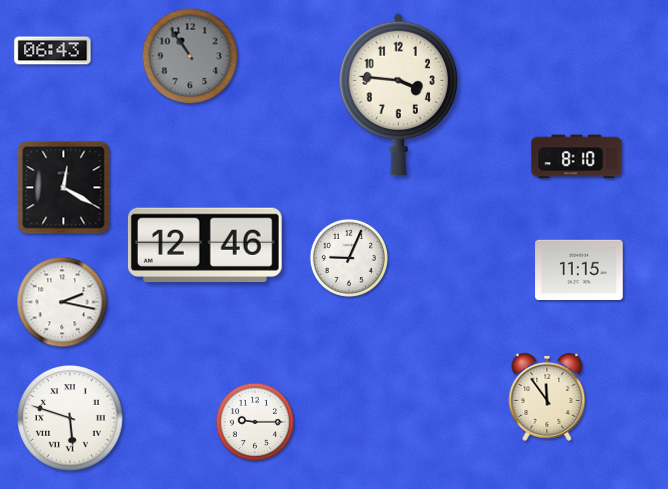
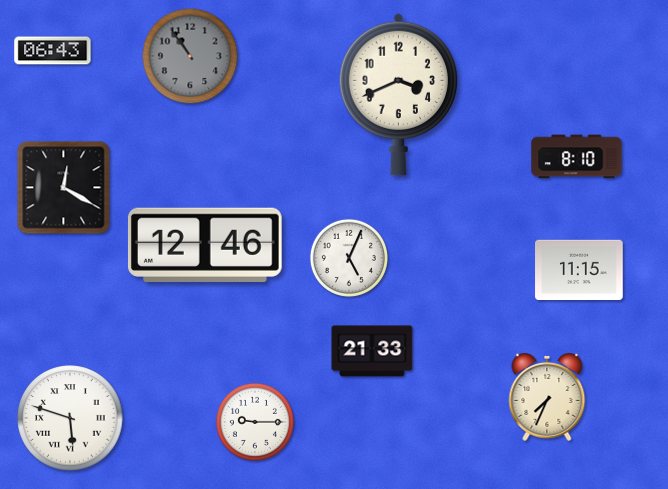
clock at (398, 94): 3:46 -> 3:41
clock at (349, 258): 9:04 -> 5:04
clock at (62, 302): 2:17 -> none
clock at (372, 351): none -> 21:33
clock at (547, 397): 11:54 -> 7:34
